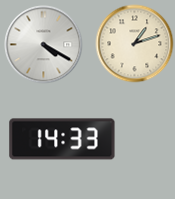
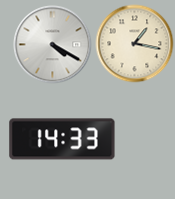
clock at (134, 43): 1:12 -> 1:17
clock at (43, 44) position: (43, 44) -> (52, 44)
